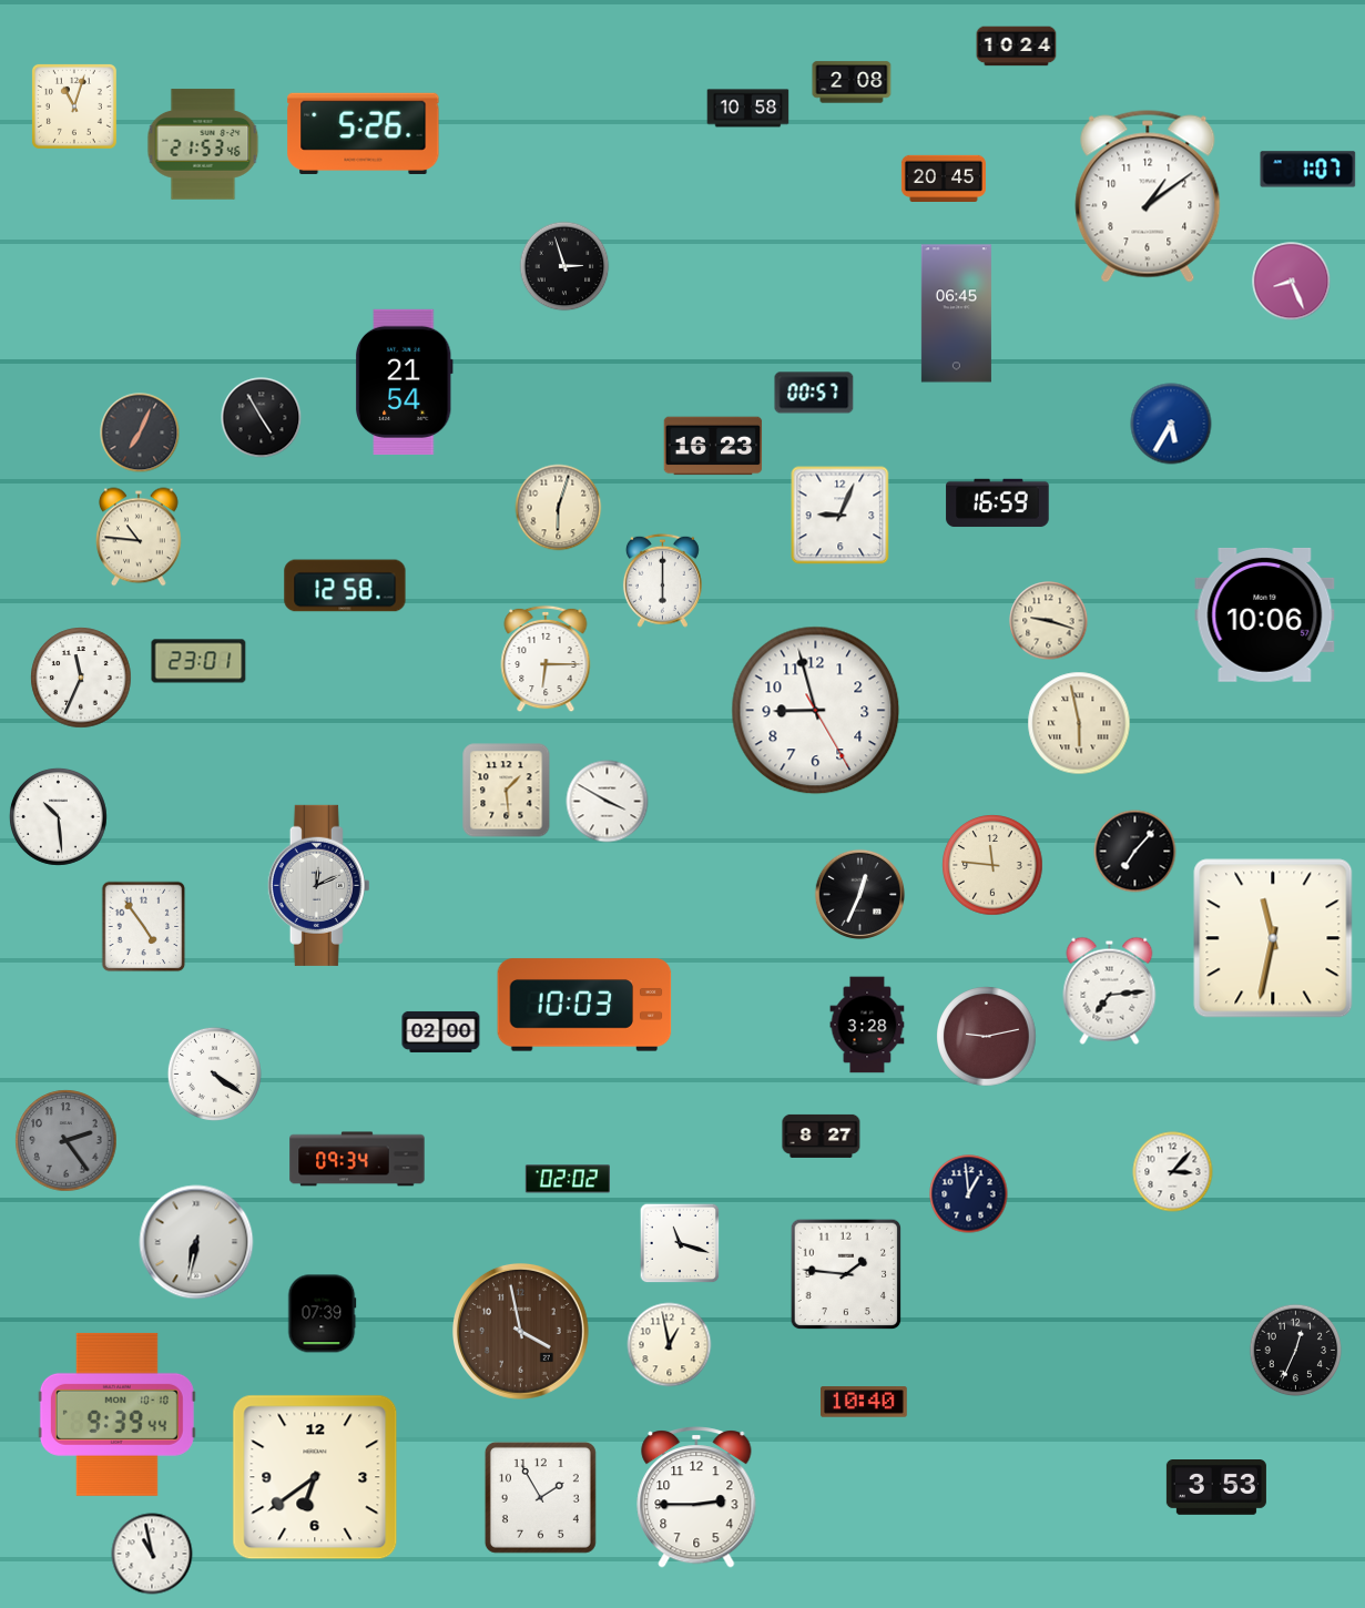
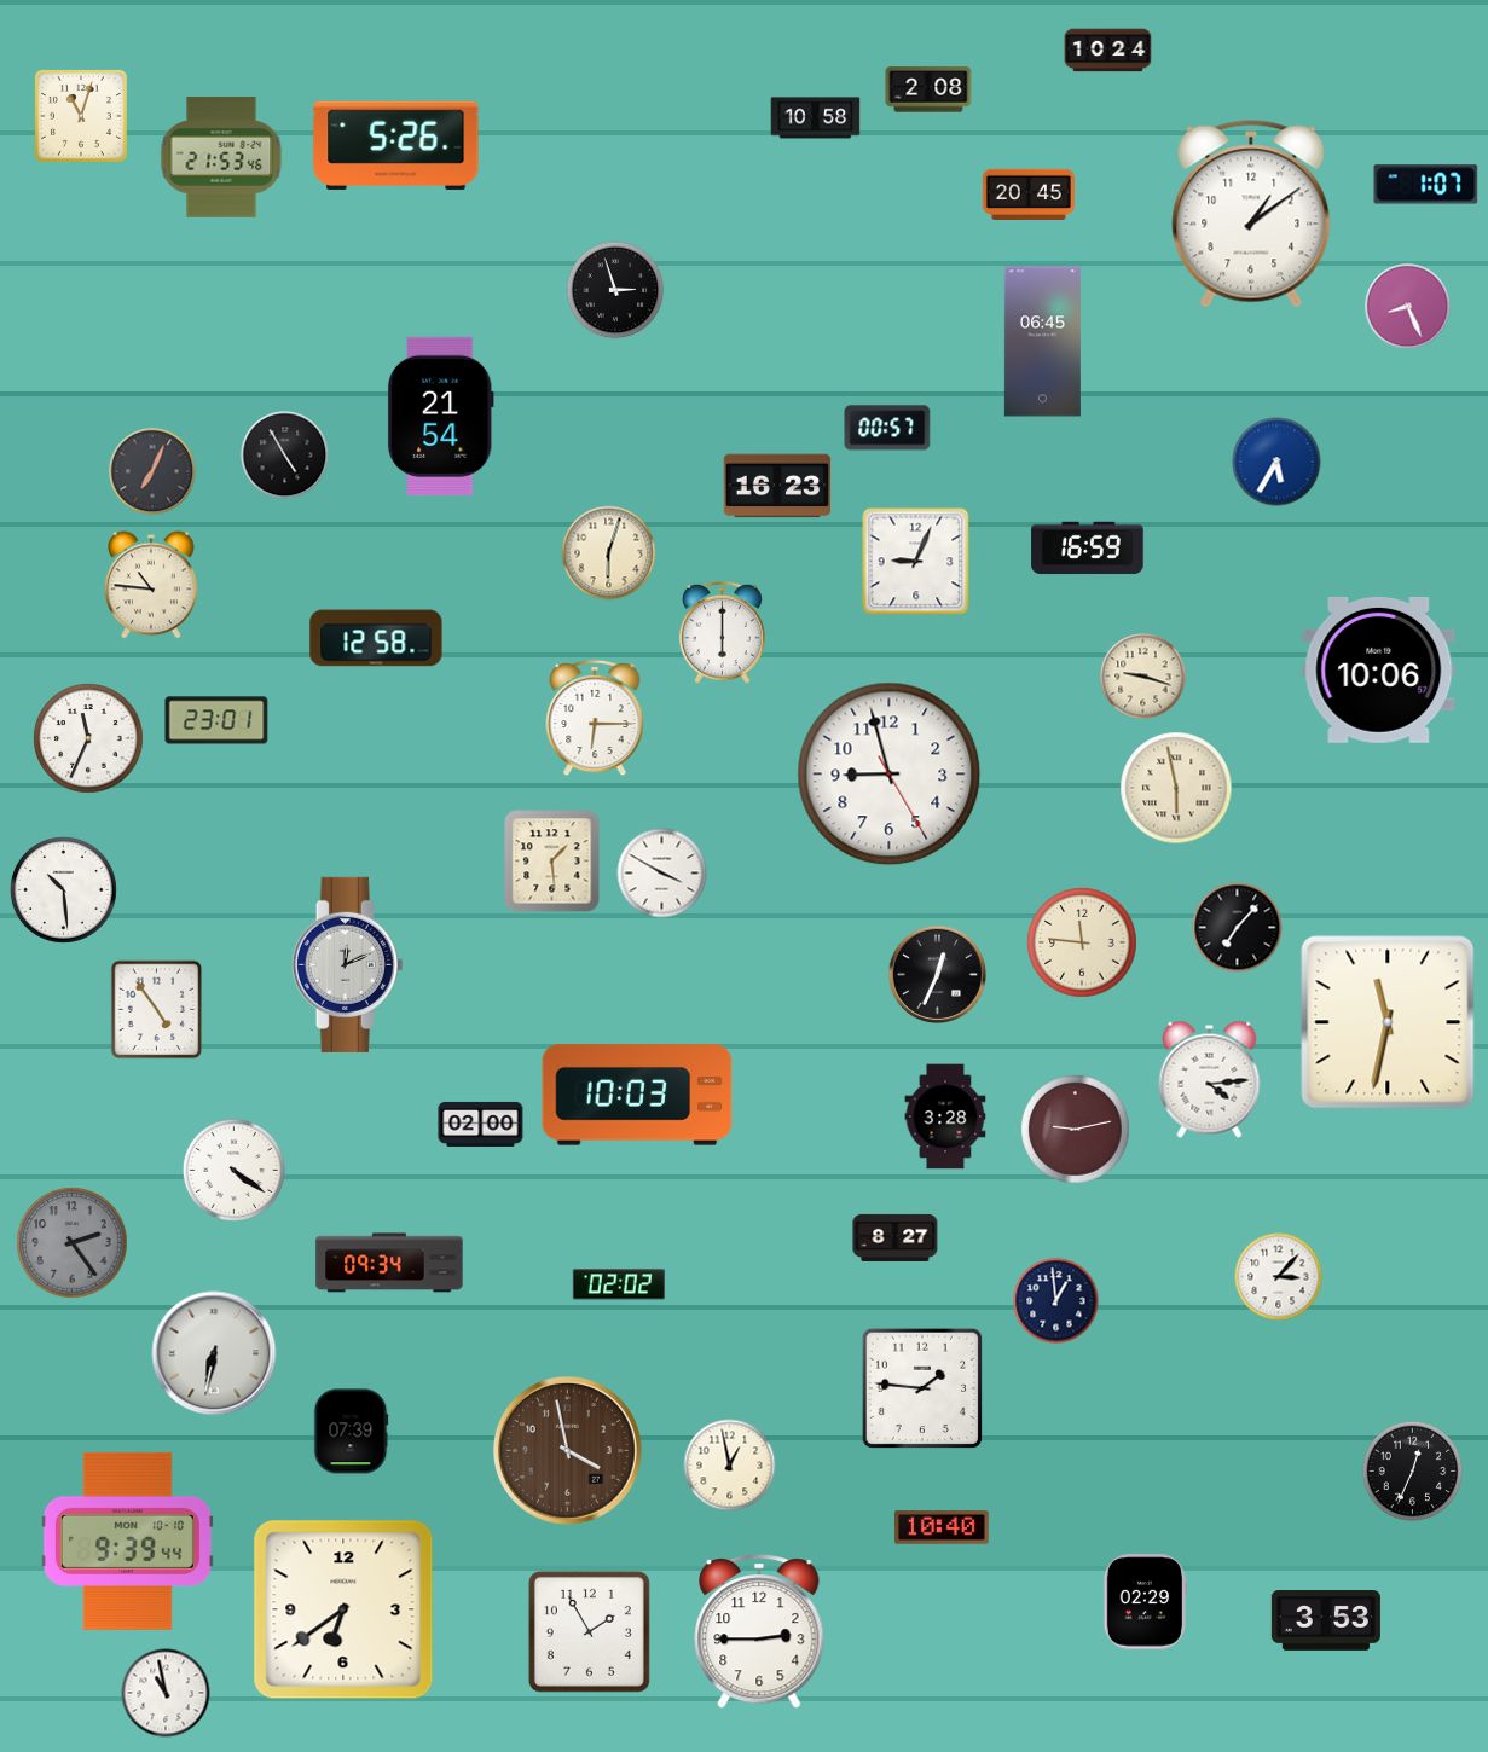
clock at (1110, 990): 7:14 -> 4:14
clock at (680, 1243): 11:18 -> none
clock at (1143, 1602): none -> 02:29
